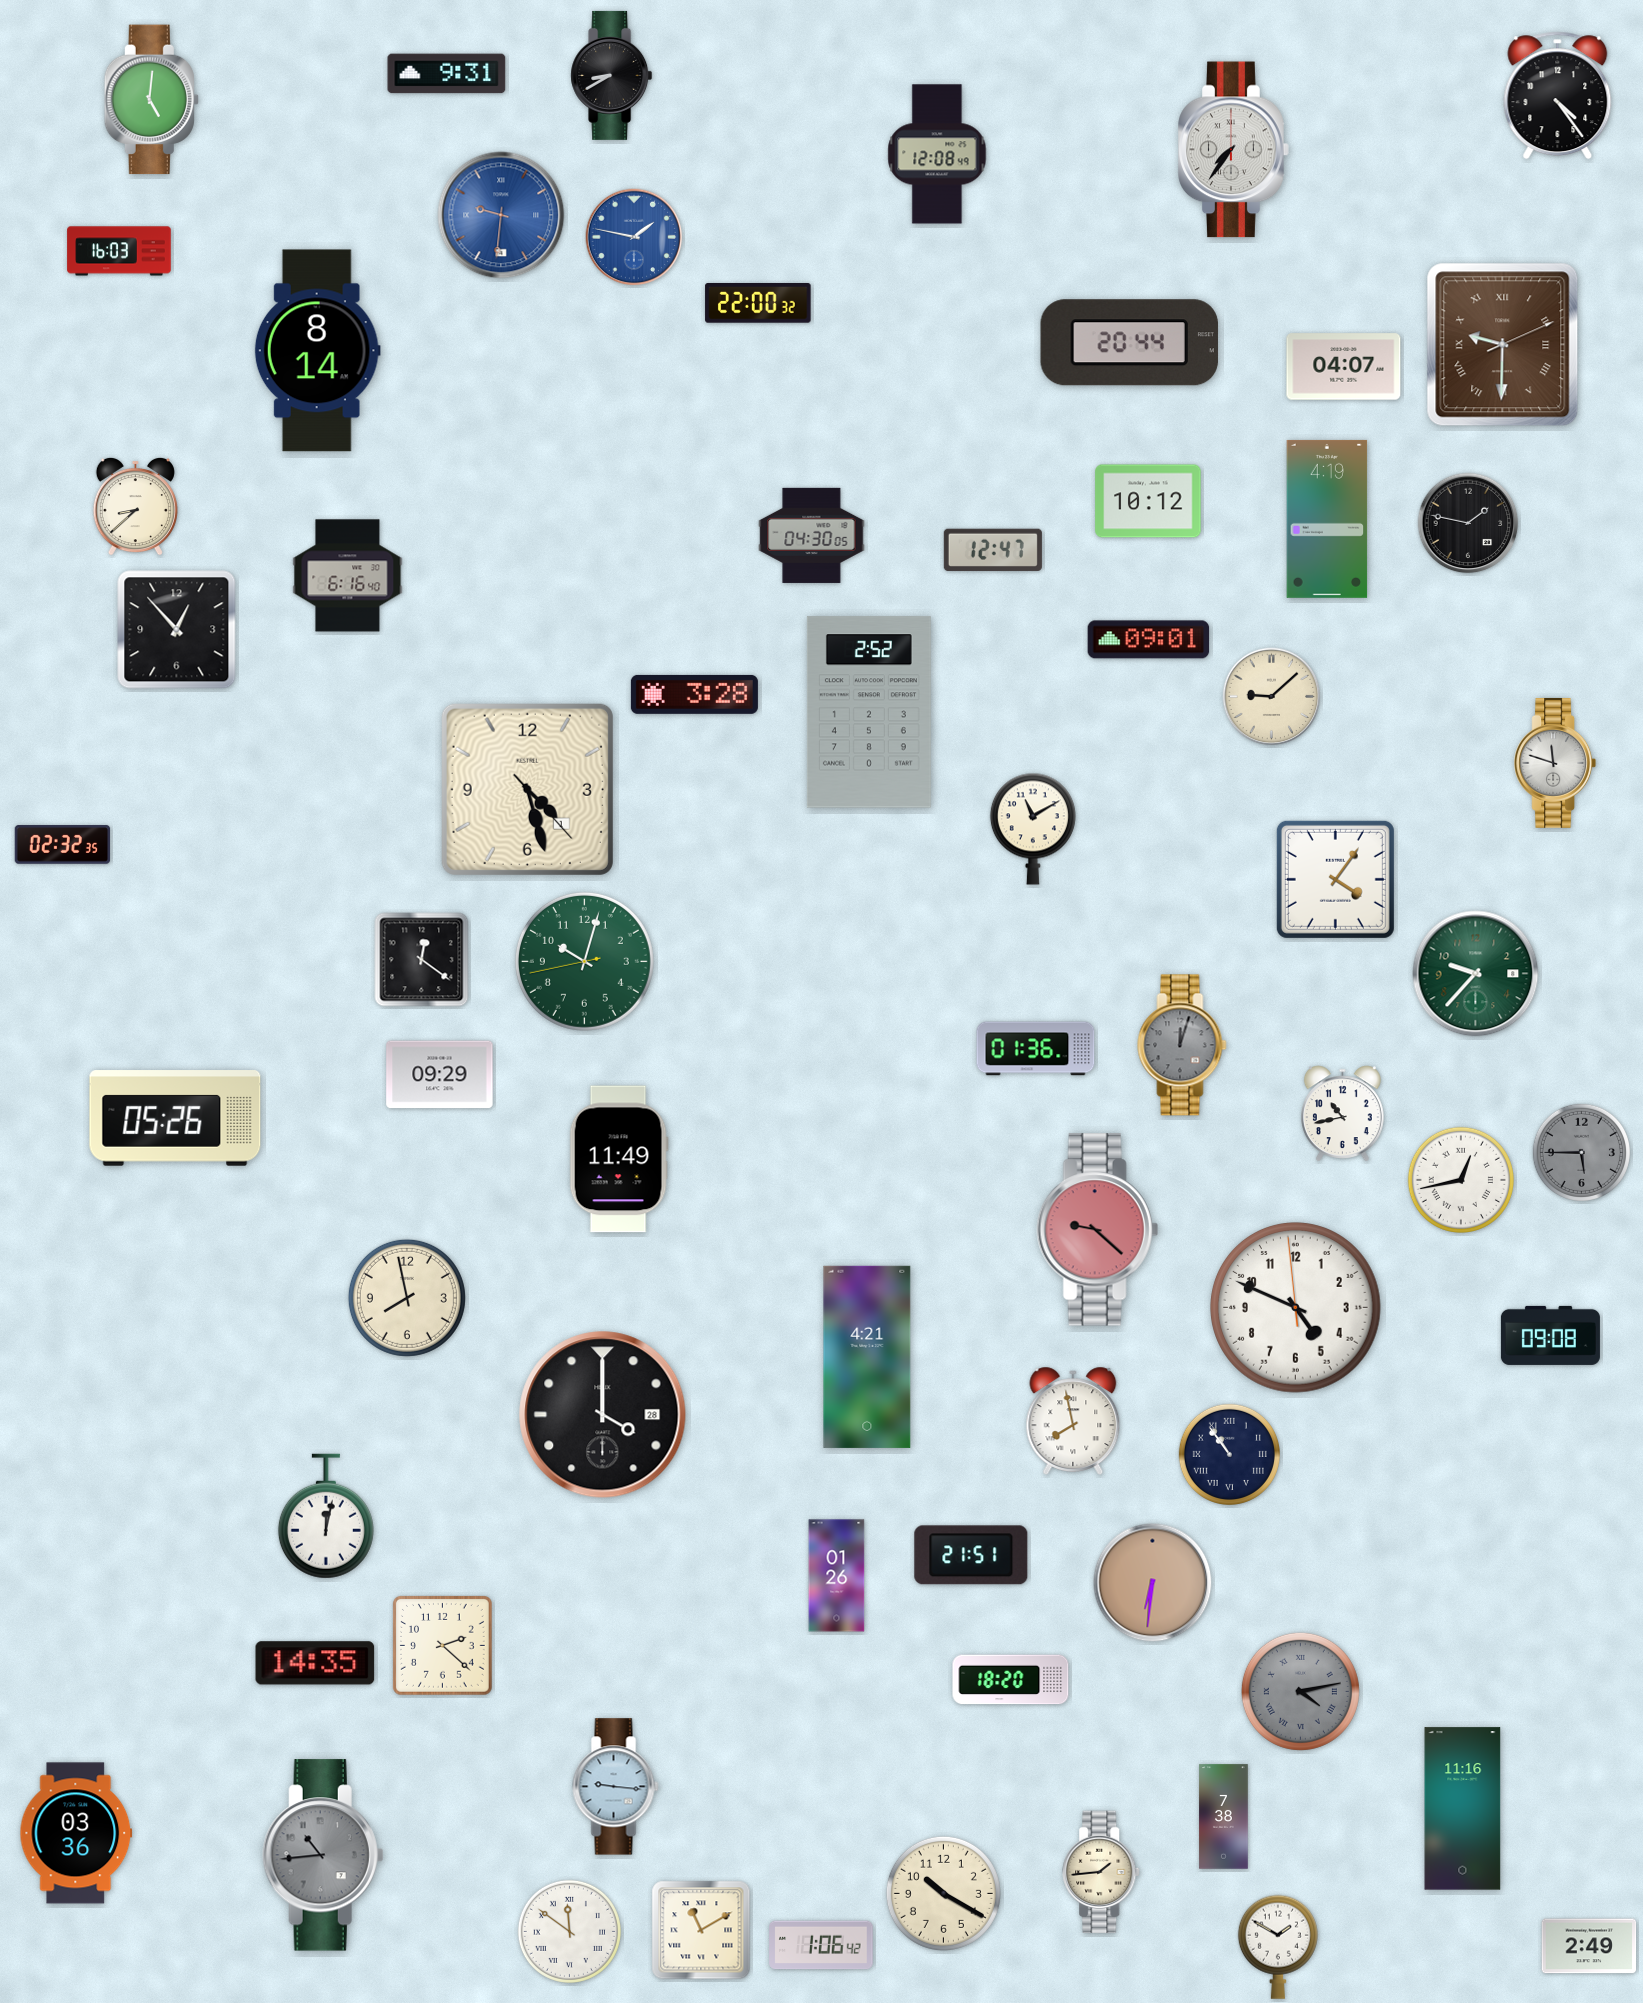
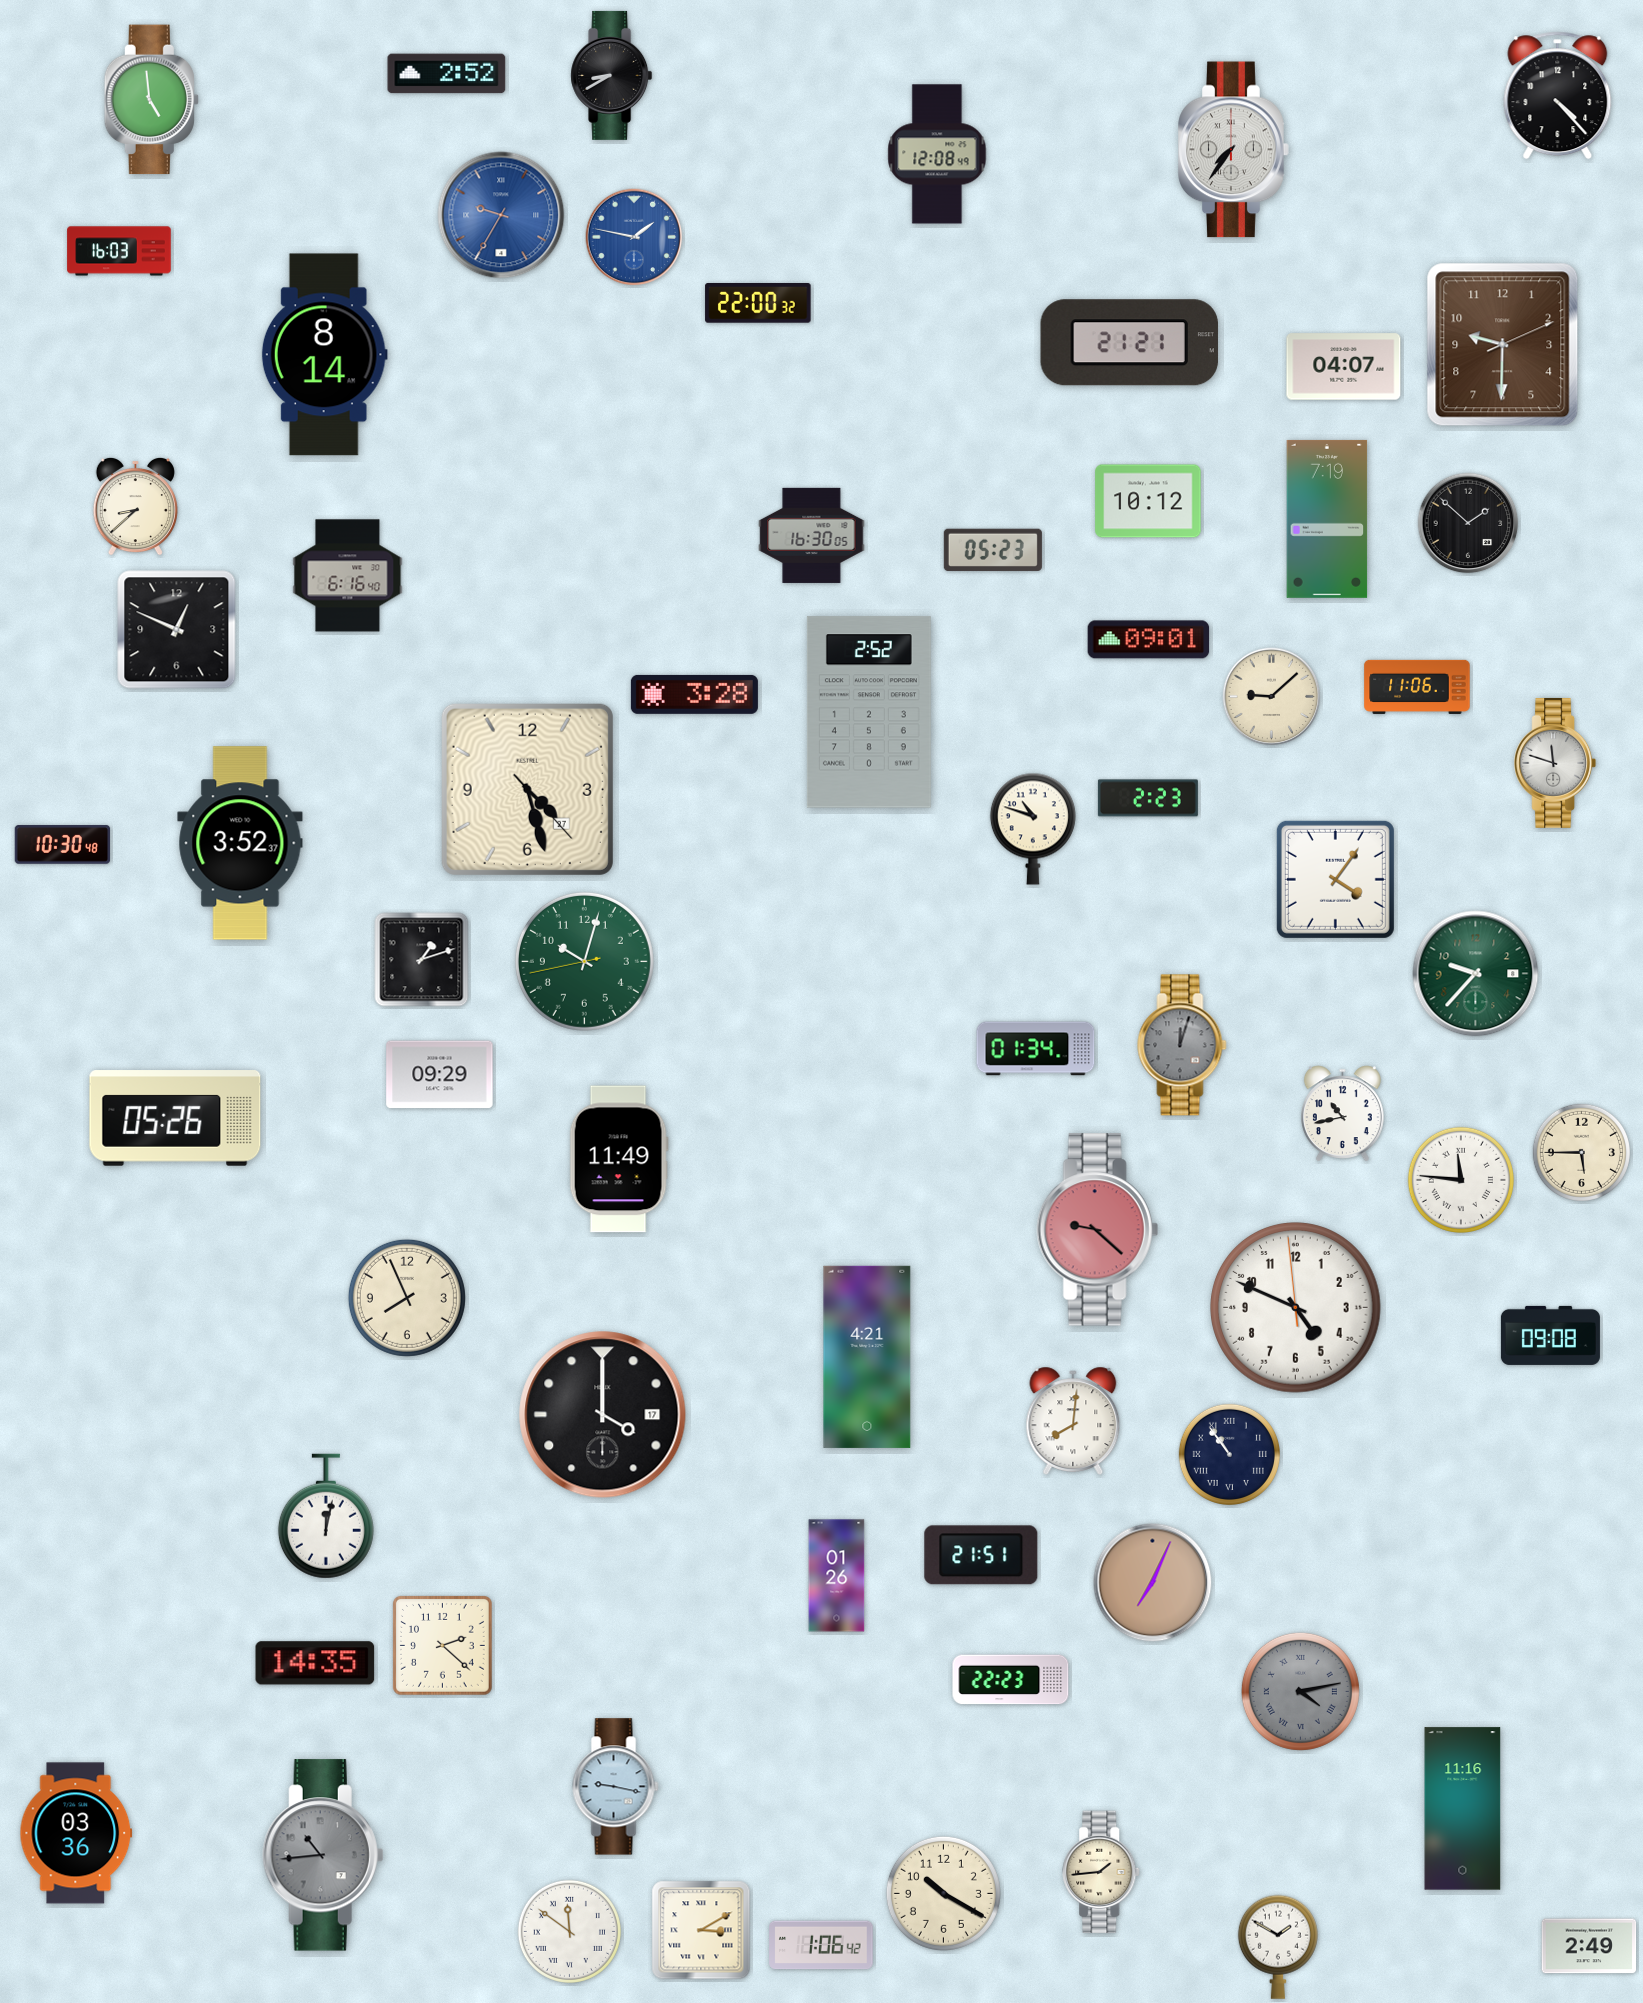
clock at (447, 74): 9:31 -> 2:52
clock at (1558, 96): 4:24 -> 4:23
clock at (151, 100): 5:01 -> 4:59
clock at (501, 215): 9:31 -> 9:35
clock at (1129, 343): 20:44 -> 21:21
clock at (1503, 345) numerals: Roman -> Arabic
clock at (317, 351) position: (317, 351) -> (324, 355)
clock at (1327, 519): 4:19 -> 7:19
clock at (1468, 523): 1:47 -> 1:52
clock at (812, 535): 04:30 -> 16:30
clock at (993, 550): 12:47 -> 05:23
clock at (177, 630): 12:53 -> 12:49
clock at (1417, 687): none -> 11:06
clock at (527, 789) date: 1 -> 27
clock at (1148, 798): none -> 2:23
clock at (1033, 829): 11:10 -> 10:48
clock at (240, 843): none -> 3:52
clock at (63, 845): 02:32 -> 10:30
clock at (422, 960): 12:21 -> 1:12
clock at (1036, 1049): 01:36 -> 01:34
clock at (1581, 1152) dial: grey -> cream
clock at (1461, 1180): 12:43 -> 11:46
clock at (407, 1298): 7:58 -> 7:56
clock at (603, 1415) date: 28 -> 17
clock at (1073, 1421): 7:58 -> 8:01
clock at (971, 1555) position: (971, 1555) -> (981, 1555)
clock at (1153, 1583): 6:31 -> 7:04
clock at (1011, 1680): 18:20 -> 22:23
clock at (616, 1787): 9:16 -> 9:17
clock at (1224, 1817): 7:38 -> none
clock at (701, 1930): 11:10 -> 3:10
